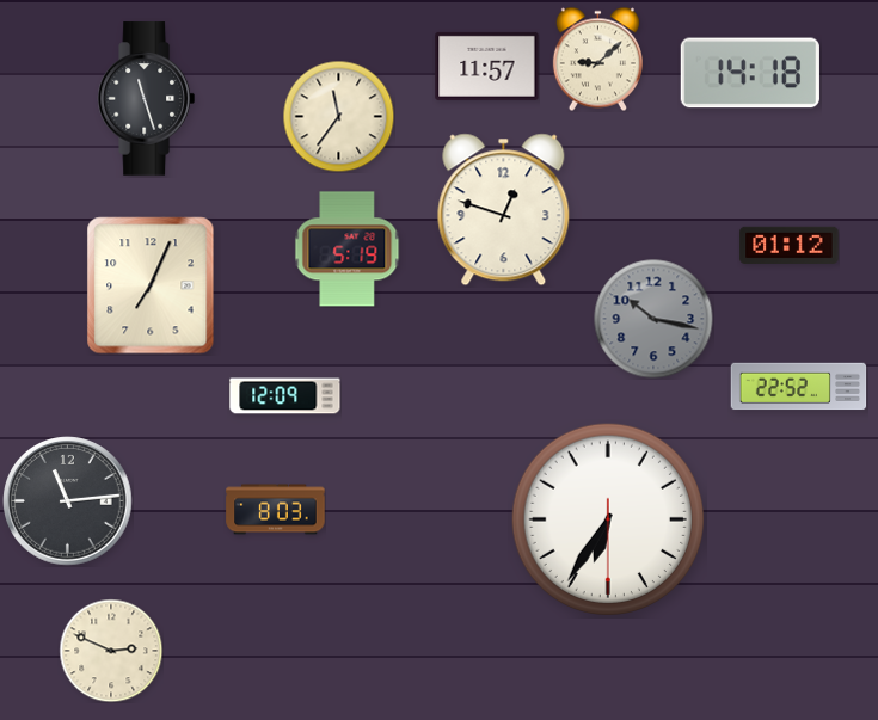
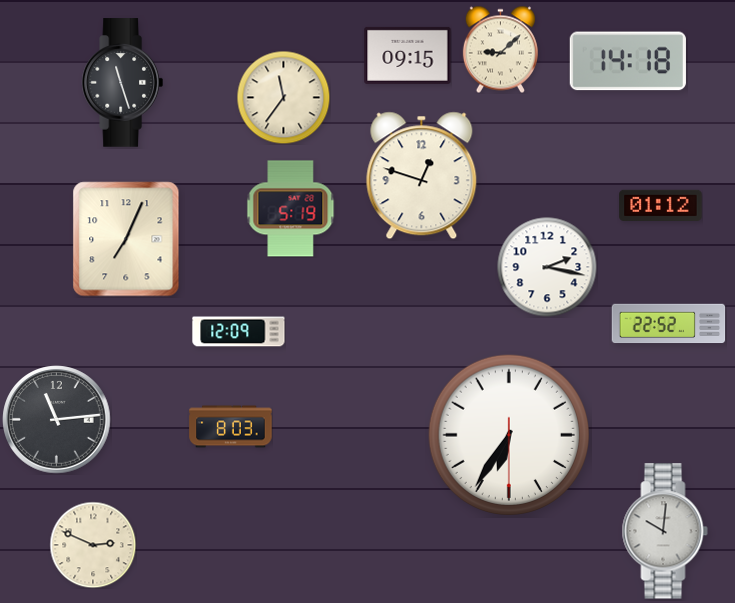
clock at (487, 66): 11:57 -> 09:15
clock at (653, 319): 10:17 -> 2:17
clock at (653, 319) dial: grey -> white
clock at (665, 531): none -> 10:01
